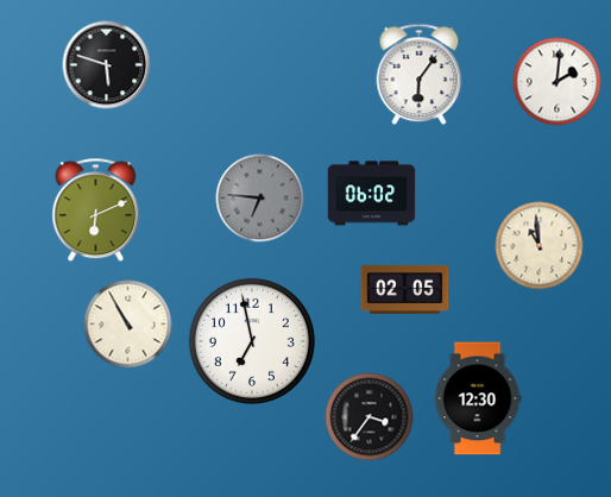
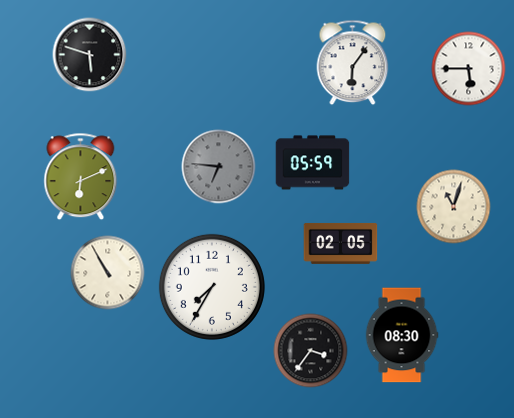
clock at (558, 82): 2:01 -> 5:45
clock at (372, 194): 06:02 -> 05:59
clock at (540, 246): 10:59 -> 11:03
clock at (252, 341): 6:58 -> 7:35
clock at (478, 398): 12:30 -> 08:30
